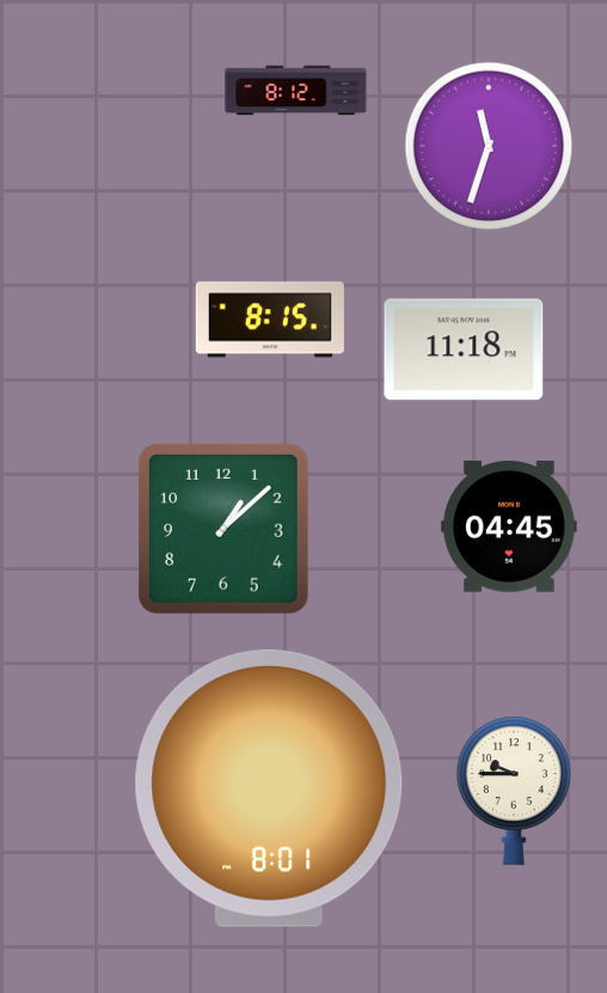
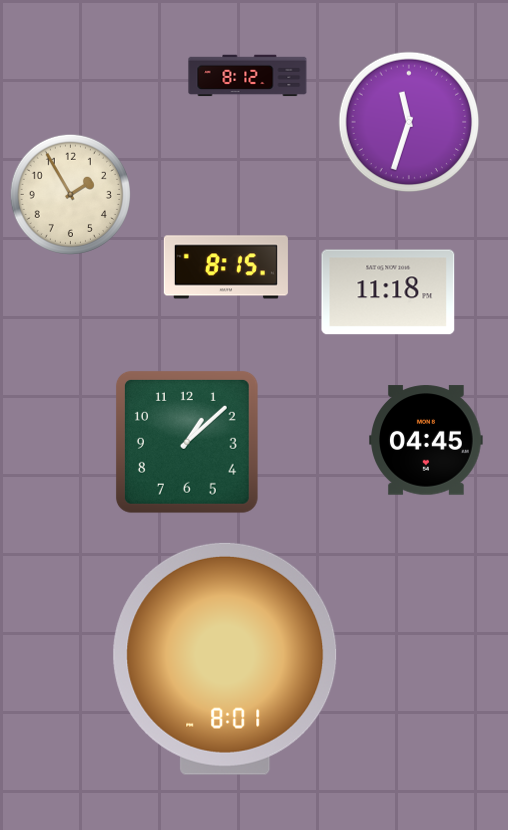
clock at (70, 194): none -> 1:55
clock at (514, 791): 9:45 -> none
